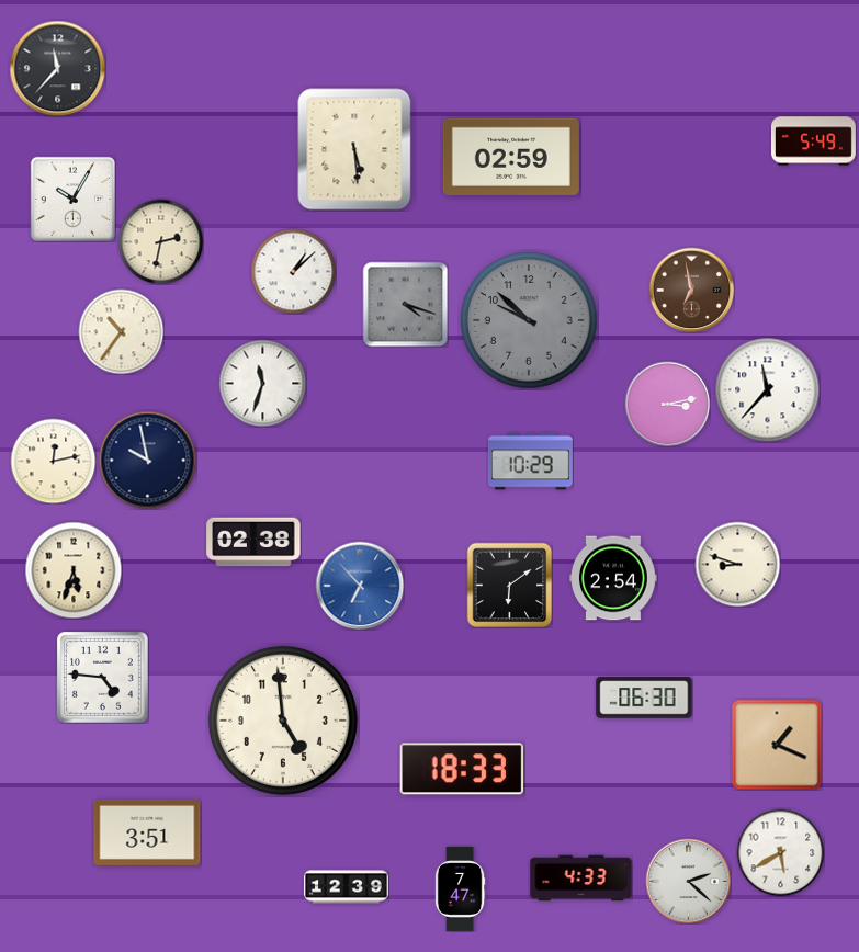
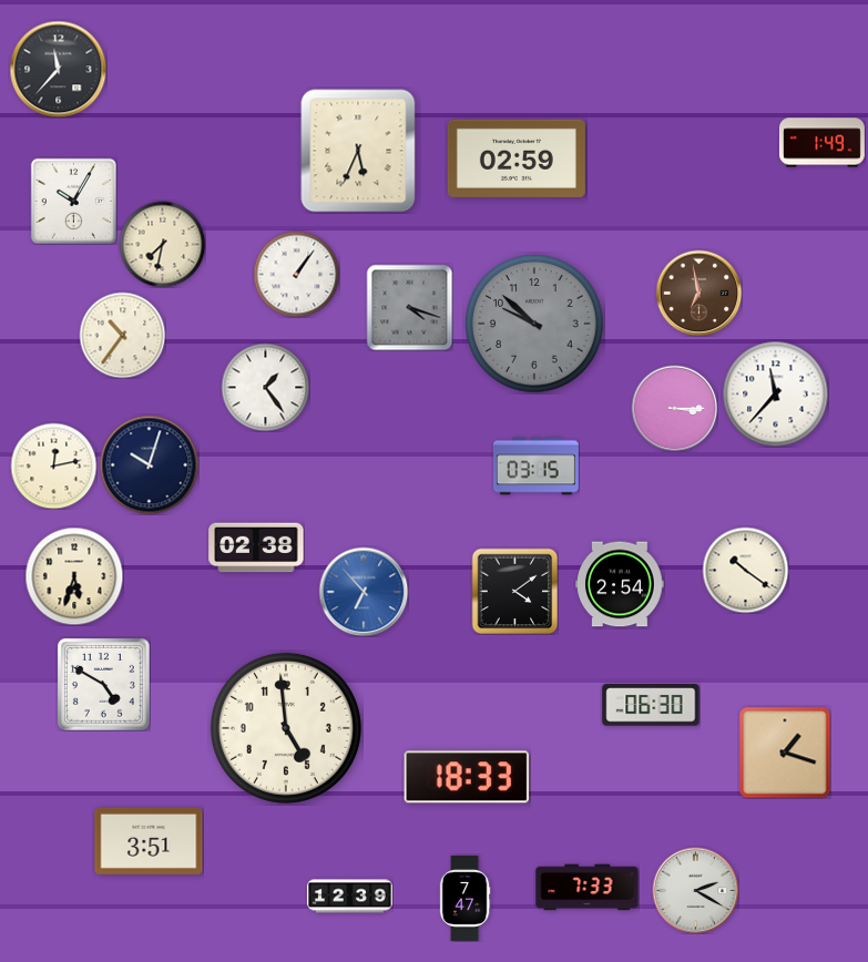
clock at (813, 141): 5:49 -> 1:49
clock at (354, 149): 5:29 -> 5:34
clock at (160, 241): 2:32 -> 7:32
clock at (293, 271): 1:08 -> 1:06
clock at (262, 383): 11:33 -> 1:24
clock at (667, 404): 3:13 -> 3:15
clock at (147, 460): 9:58 -> 10:03
clock at (530, 462): 10:29 -> 03:15
clock at (737, 564): 8:48 -> 10:21
clock at (509, 585): 6:09 -> 4:09
clock at (102, 677): 4:46 -> 4:50
clock at (777, 745): 1:19 -> 1:18
clock at (780, 852): 5:40 -> none
clock at (581, 879): 4:33 -> 7:33
clock at (688, 881): 2:22 -> 2:20
